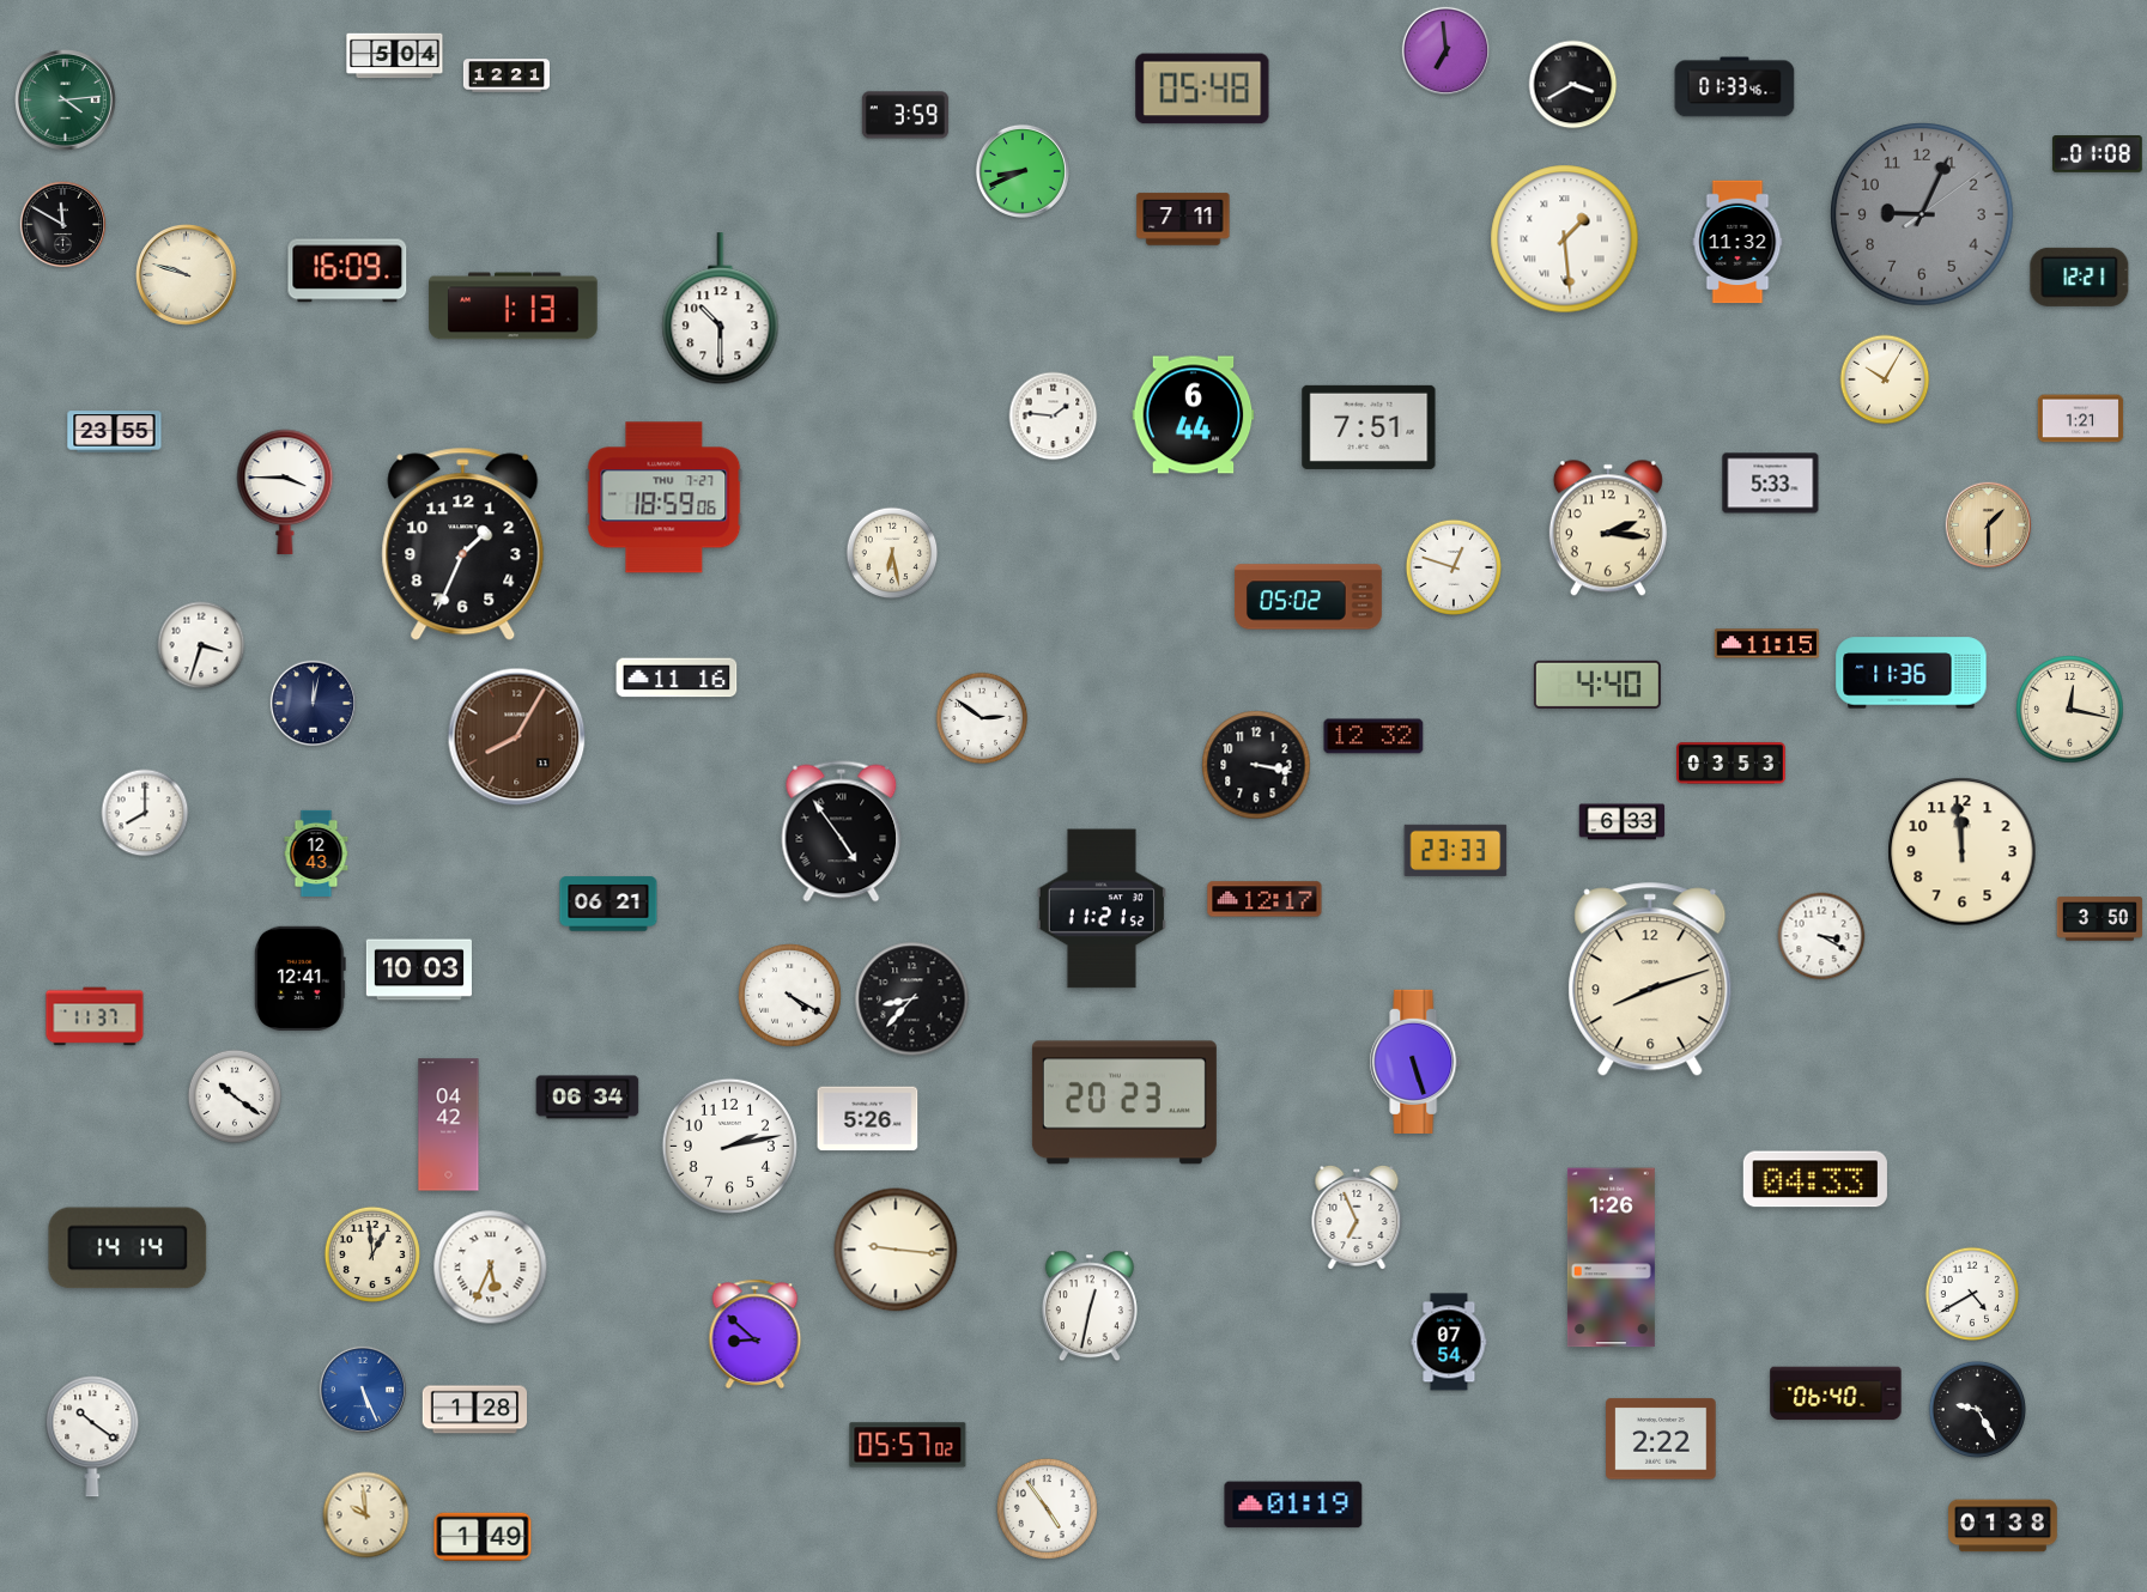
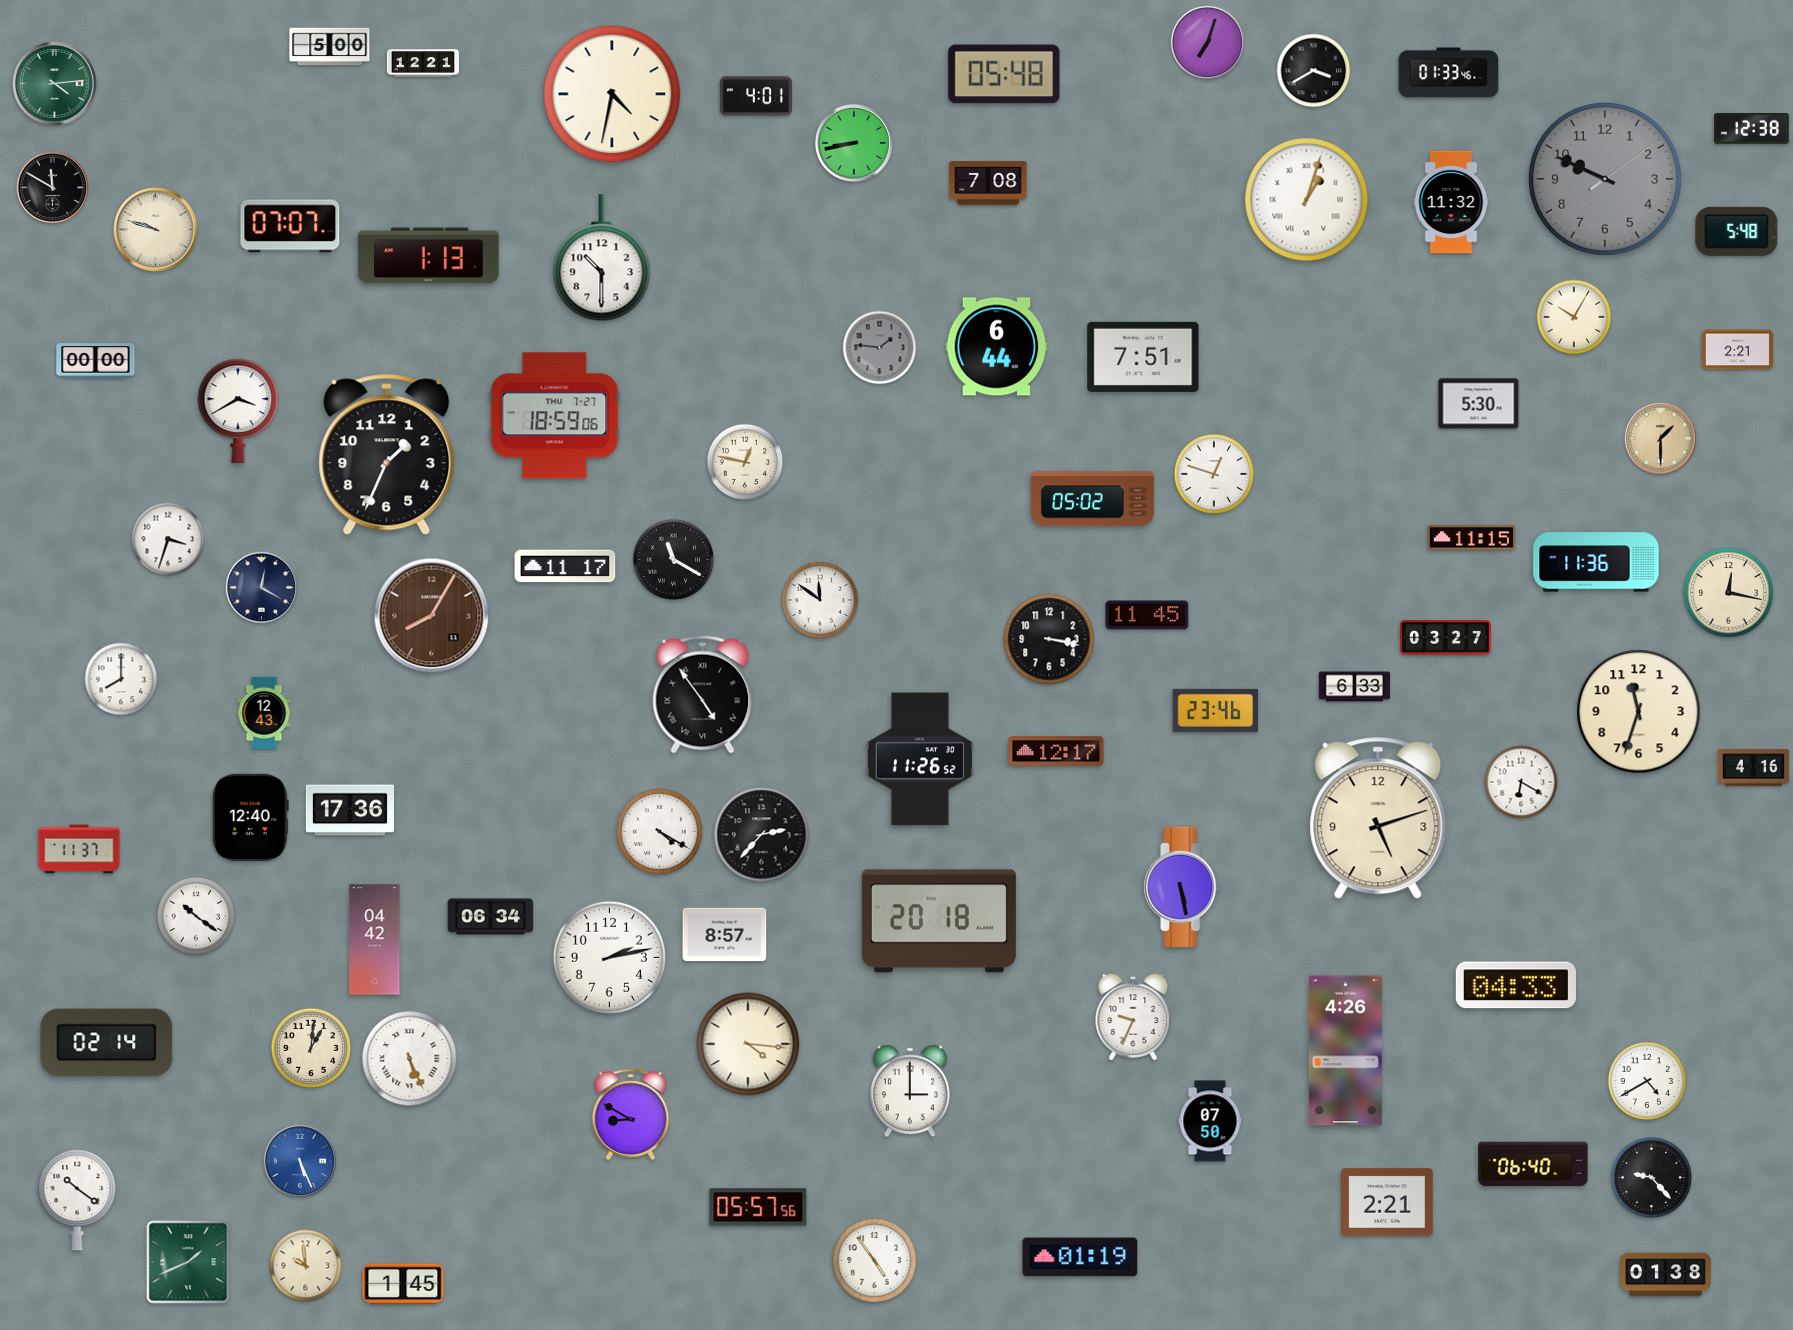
clock at (1445, 50): 6:59 -> 7:03
clock at (395, 56): 5:04 -> 5:00
clock at (612, 94): none -> 4:32
clock at (905, 115): 3:59 -> 4:01
clock at (2098, 154): 01:08 -> 12:38
clock at (1023, 171): 8:41 -> 8:43
clock at (1923, 215): 9:04 -> 9:49
clock at (1183, 219): 7:11 -> 7:08
clock at (1565, 239): 1:29 -> 1:03
clock at (347, 271): 16:09 -> 07:07
clock at (2080, 277): 12:21 -> 5:48
clock at (1054, 417) dial: white -> grey
clock at (2081, 419): 1:21 -> 2:21
clock at (115, 432): 23:55 -> 00:00
clock at (1771, 484): 5:33 -> 5:30
clock at (285, 492): 3:45 -> 3:40
clock at (1608, 528): 2:16 -> none
clock at (892, 553): 6:28 -> 12:47
clock at (1767, 644) position: (1767, 644) -> (1472, 538)
clock at (673, 559): none -> 11:20
clock at (677, 677): 11:16 -> 11:17
clock at (1597, 685): 4:40 -> none
clock at (314, 704): 12:02 -> 12:20
clock at (982, 718): 2:51 -> 11:51
clock at (1373, 736): 12:32 -> 11:45
clock at (1731, 764): 03:53 -> 03:27
clock at (1456, 850): 23:33 -> 23:46
clock at (1963, 852): 11:59 -> 11:33
clock at (608, 904): 06:21 -> none
clock at (1102, 909): 11:21 -> 11:26
clock at (2100, 919): 3:50 -> 4:16
clock at (1821, 936): 3:20 -> 6:20
clock at (419, 970): 10:03 -> 17:36
clock at (299, 978): 12:41 -> 12:40
clock at (1650, 979): 8:12 -> 5:12
clock at (912, 999): 8:37 -> 2:37
clock at (1415, 1062): 5:27 -> 5:28
clock at (1124, 1102): 20:23 -> 20:18
clock at (868, 1119): 5:26 -> 8:57
clock at (1357, 1216): 6:56 -> 9:34
clock at (128, 1248): 14:14 -> 02:14
clock at (896, 1250): 9:16 -> 4:16
clock at (372, 1253): 12:59 -> 1:01
clock at (1611, 1258): 1:26 -> 4:26
clock at (491, 1268): 5:34 -> 5:26
clock at (1090, 1306): 12:32 -> 3:00
clock at (756, 1333): 8:52 -> 8:50
clock at (1449, 1342): 07:54 -> 07:50
clock at (363, 1390) position: (363, 1390) -> (300, 1161)
clock at (1977, 1409): 9:25 -> 9:23
clock at (475, 1410): 1:28 -> none
clock at (1661, 1439): 2:22 -> 2:21
clock at (908, 1445): 05:57:02 -> 05:57:56
clock at (188, 1262): none -> 1:41
clock at (2003, 1526) position: (2003, 1526) -> (1666, 1275)
clock at (483, 1537): 1:49 -> 1:45
